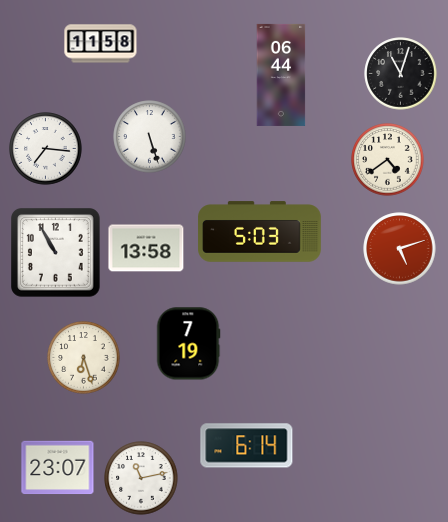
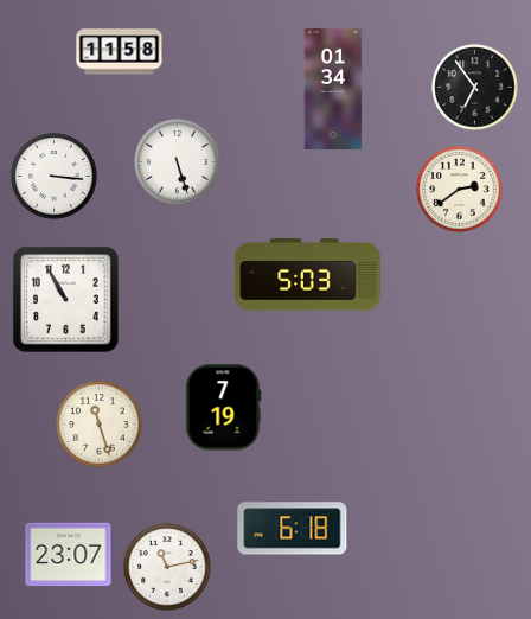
clock at (401, 74): 11:03 -> 6:54
clock at (281, 75): 06:44 -> 01:34
clock at (46, 149): 7:16 -> 3:16
clock at (388, 160): 4:39 -> 2:39
clock at (146, 248): 13:58 -> none
clock at (400, 249): 5:12 -> none
clock at (84, 358): 6:27 -> 11:27
clock at (247, 446): 6:14 -> 6:18
